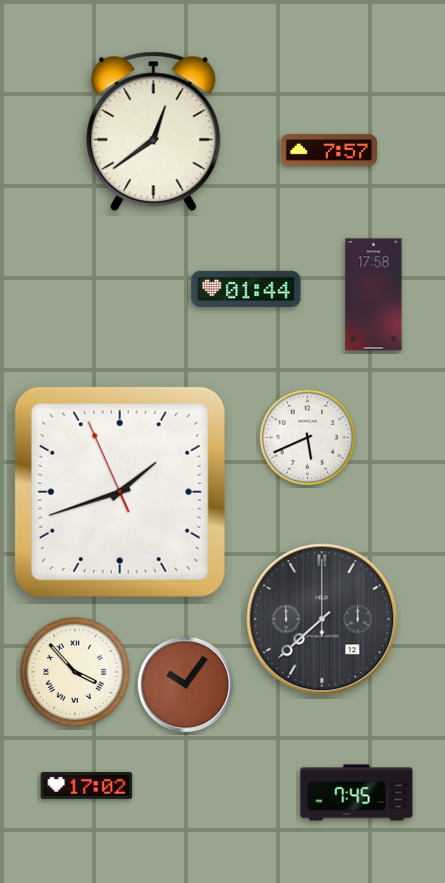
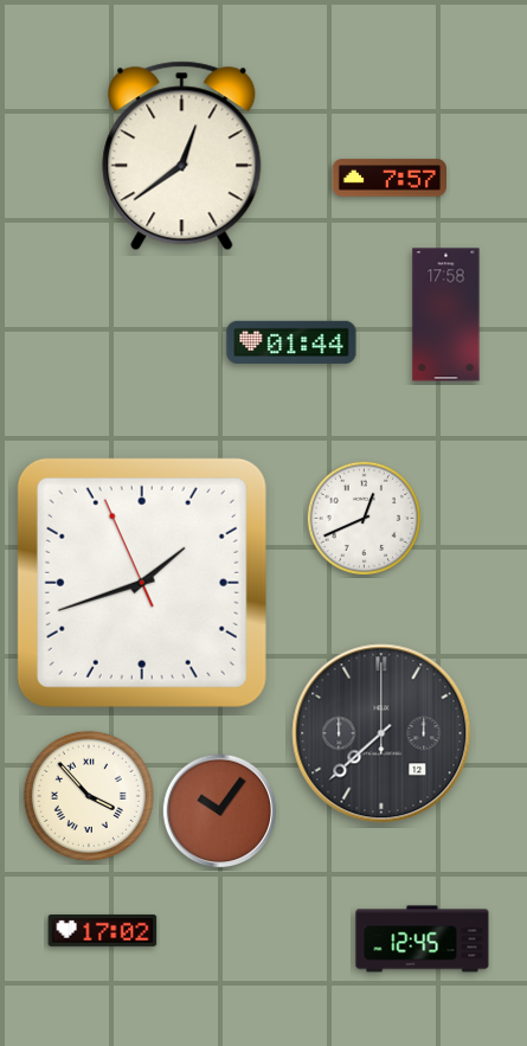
clock at (374, 295) position: (374, 295) -> (446, 315)
clock at (307, 437): 5:41 -> 12:41
clock at (357, 793): 7:45 -> 12:45
